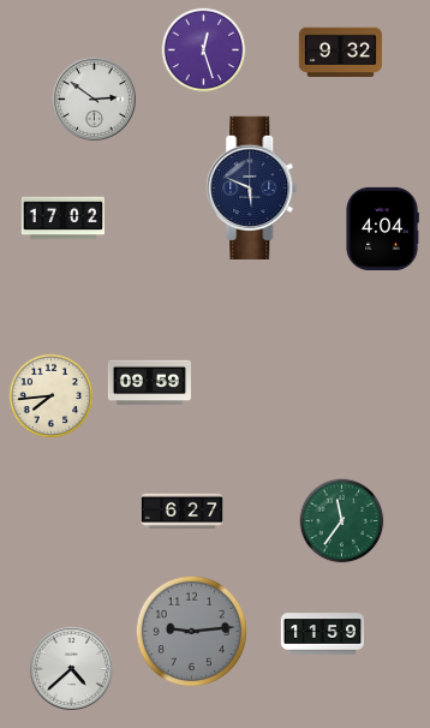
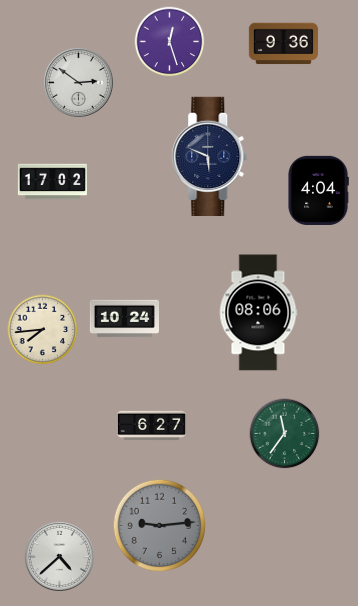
clock at (340, 53): 9:32 -> 9:36
clock at (258, 313): none -> 08:06
clock at (149, 383): 09:59 -> 10:24
clock at (322, 634): 11:59 -> none
